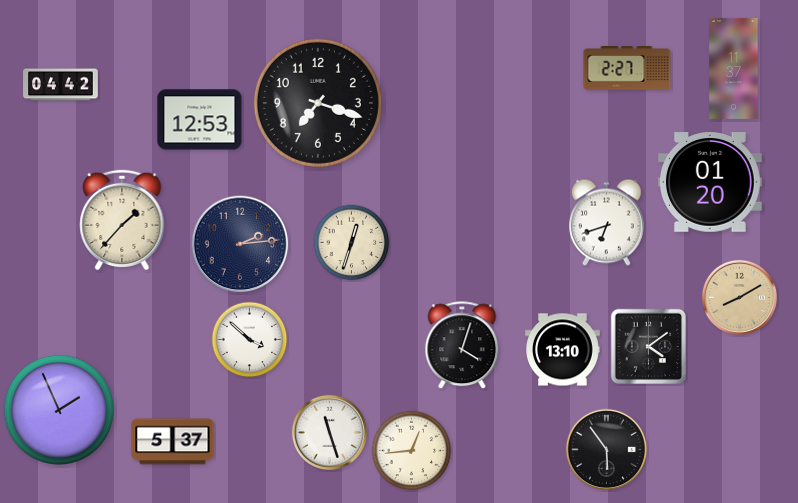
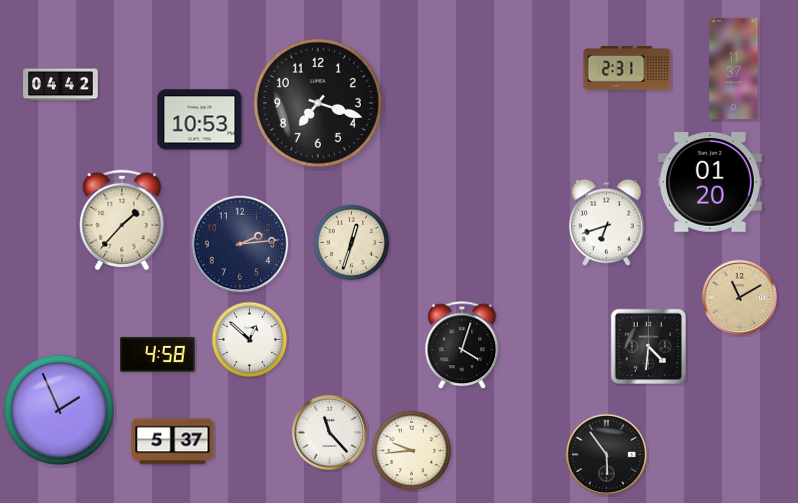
clock at (627, 69): 2:27 -> 2:31
clock at (200, 120): 12:53 -> 10:53
clock at (739, 297): 8:10 -> 11:10
clock at (250, 340): 3:52 -> 12:52
clock at (649, 347): 4:09 -> 4:31
clock at (563, 350): 13:10 -> none
clock at (158, 354): none -> 4:58
clock at (329, 432): 11:27 -> 11:23
clock at (606, 449) position: (606, 449) -> (606, 454)
clock at (412, 451): 12:44 -> 9:44
